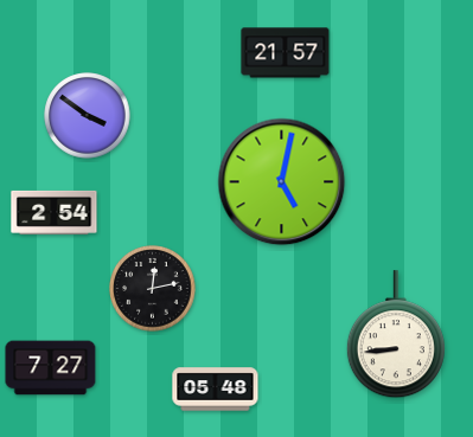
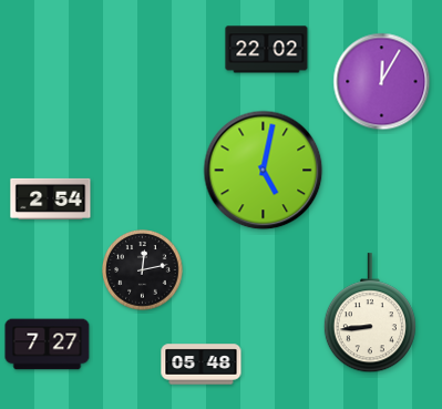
clock at (286, 53): 21:57 -> 22:02
clock at (382, 82): none -> 12:05
clock at (88, 116): 3:51 -> none
